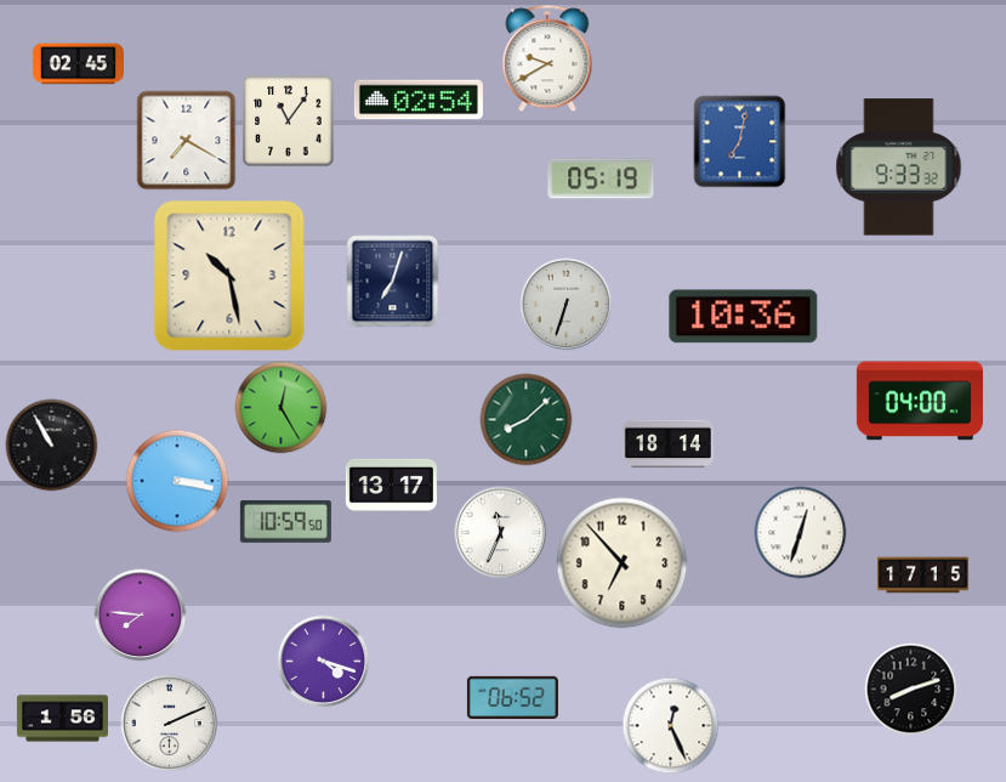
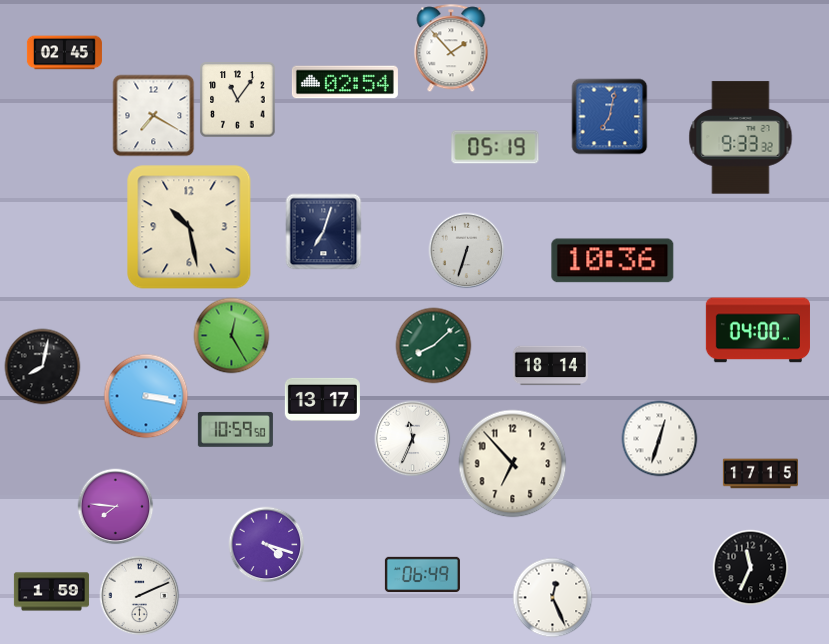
clock at (547, 59): 9:40 -> 1:53
clock at (52, 446): 10:55 -> 8:02
clock at (911, 690): 8:12 -> 11:34
clock at (512, 697): 06:52 -> 06:49
clock at (62, 719): 1:56 -> 1:59
